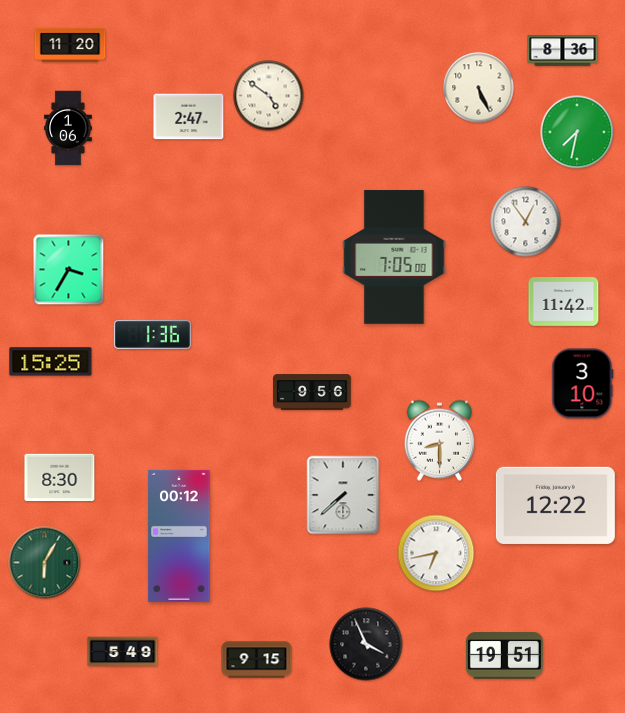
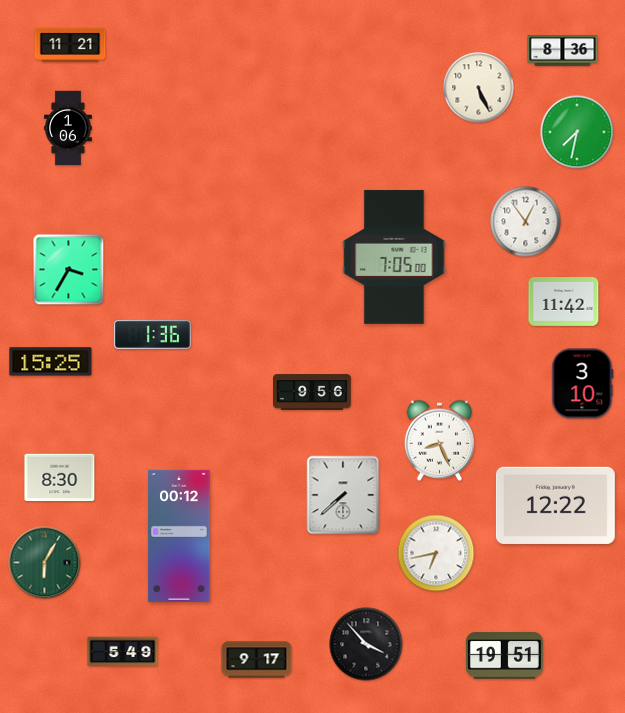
clock at (70, 45): 11:20 -> 11:21
clock at (269, 96): 4:51 -> none
clock at (189, 117): 2:47 -> none
clock at (439, 440): 8:30 -> 8:26
clock at (366, 644): 3:56 -> 3:53
clock at (257, 660): 9:15 -> 9:17
